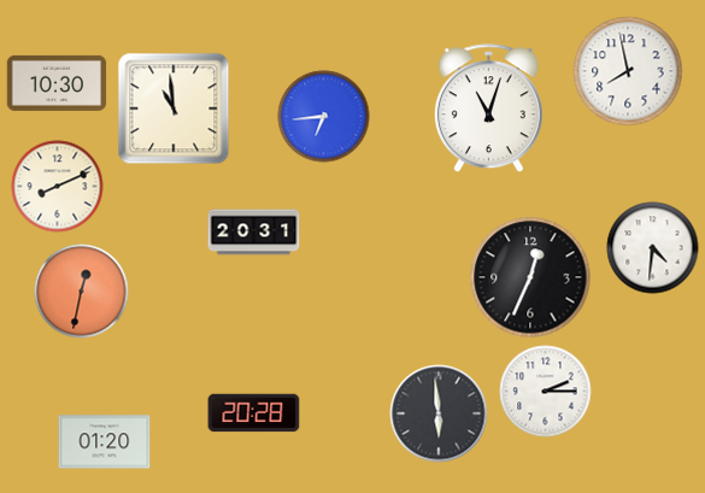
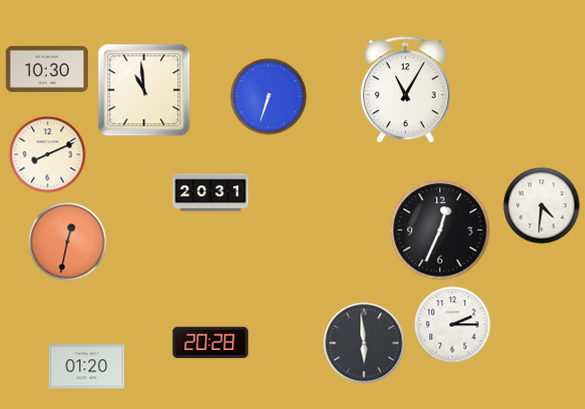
clock at (628, 71): 7:58 -> none
clock at (488, 108): 11:03 -> 11:05
clock at (324, 117): 6:44 -> 6:33
